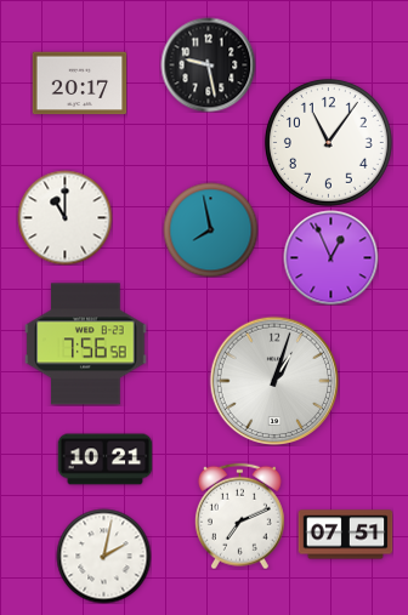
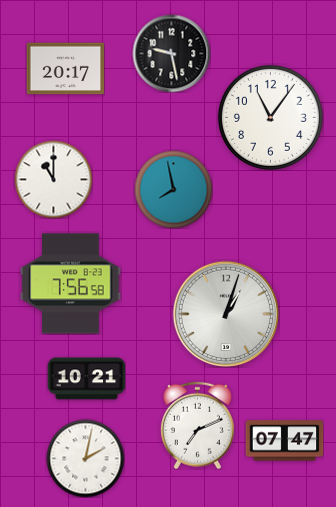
clock at (330, 257): 12:56 -> none
clock at (345, 535): 07:51 -> 07:47
